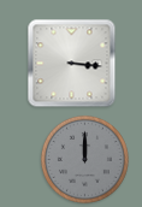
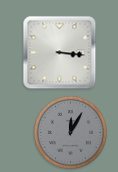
clock at (84, 159): 12:00 -> 12:05
